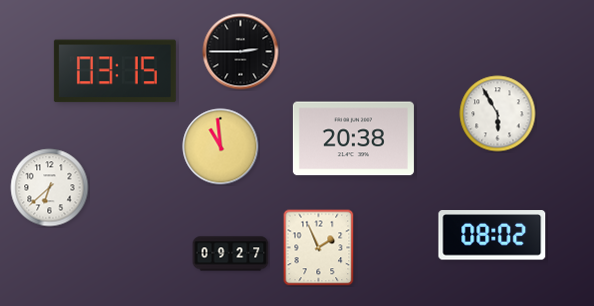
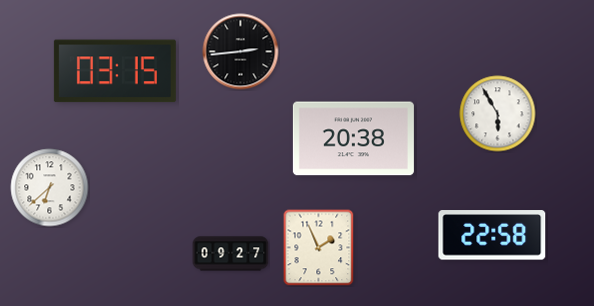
clock at (241, 52): 2:45 -> 2:44
clock at (221, 147): 10:59 -> none
clock at (492, 235): 08:02 -> 22:58
